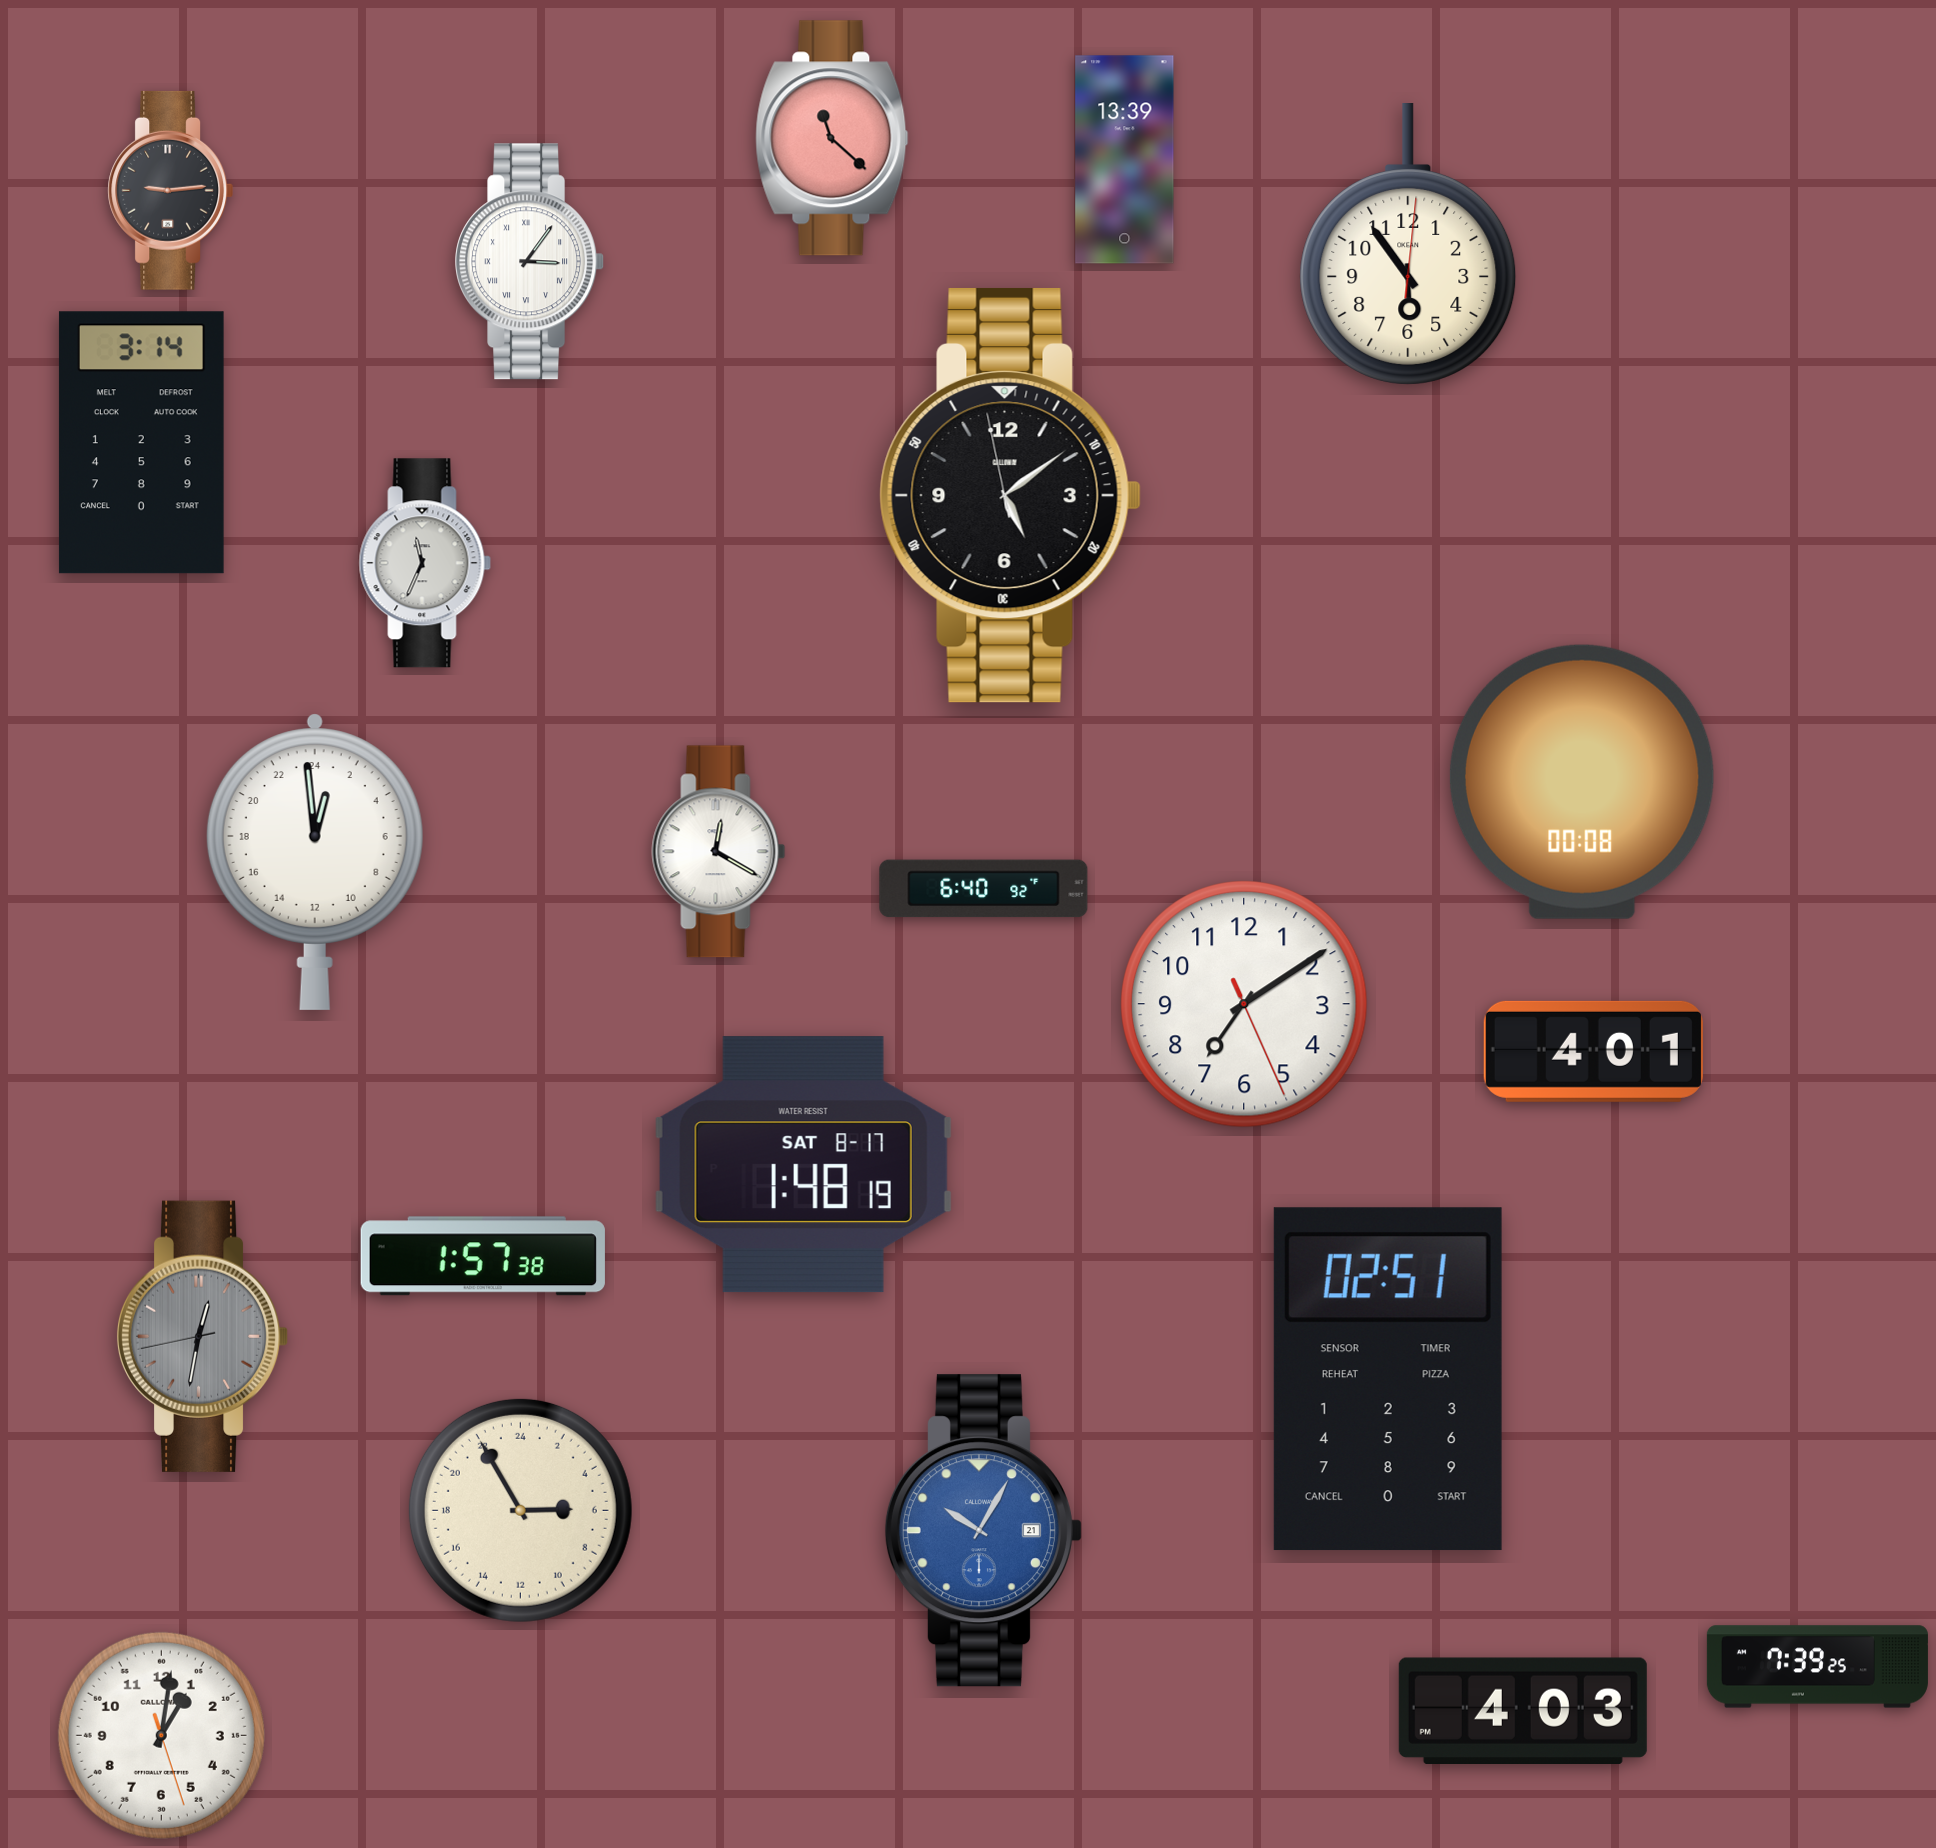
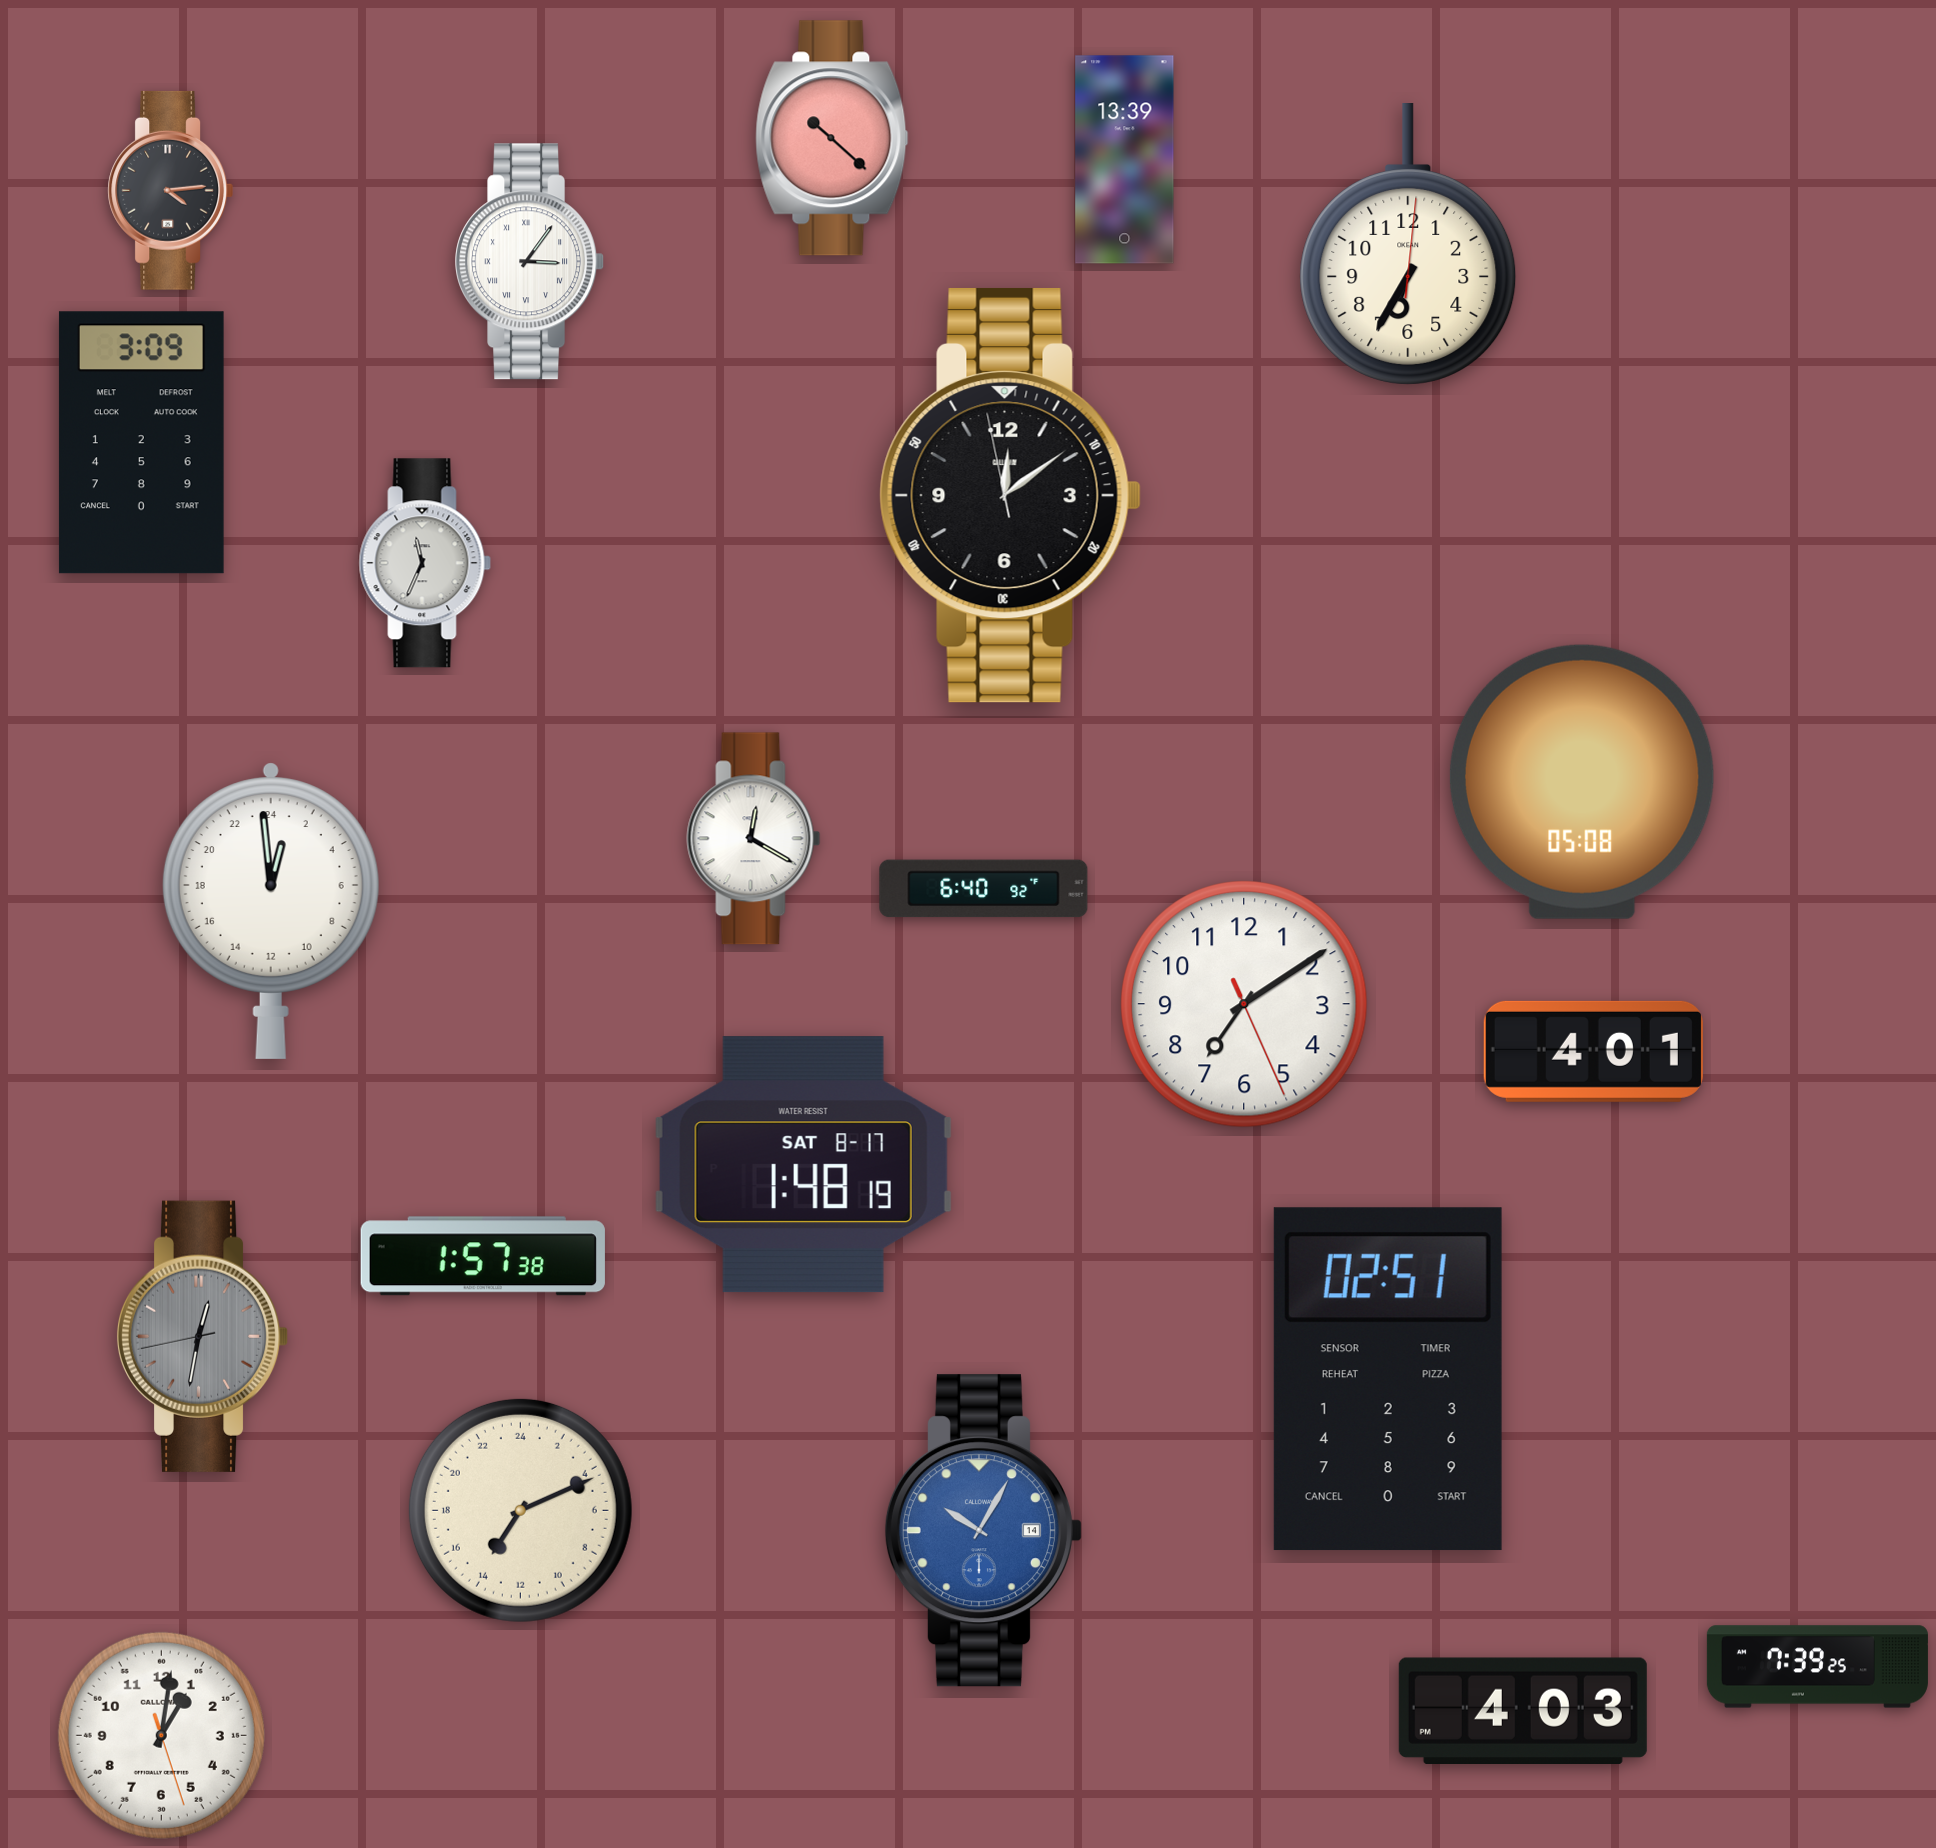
clock at (832, 138): 11:22 -> 10:22
clock at (170, 190): 9:14 -> 4:14
clock at (1408, 245): 5:54 -> 6:35
clock at (141, 443): 3:14 -> 3:09
clock at (1010, 495): 5:08 -> 12:08
clock at (1582, 782): 00:08 -> 05:08
clock at (719, 852) position: (719, 852) -> (754, 839)
clock at (315, 862) position: (315, 862) -> (271, 911)
clock at (520, 1510): 5:55 -> 14:11
clock at (983, 1531) date: 21 -> 14
